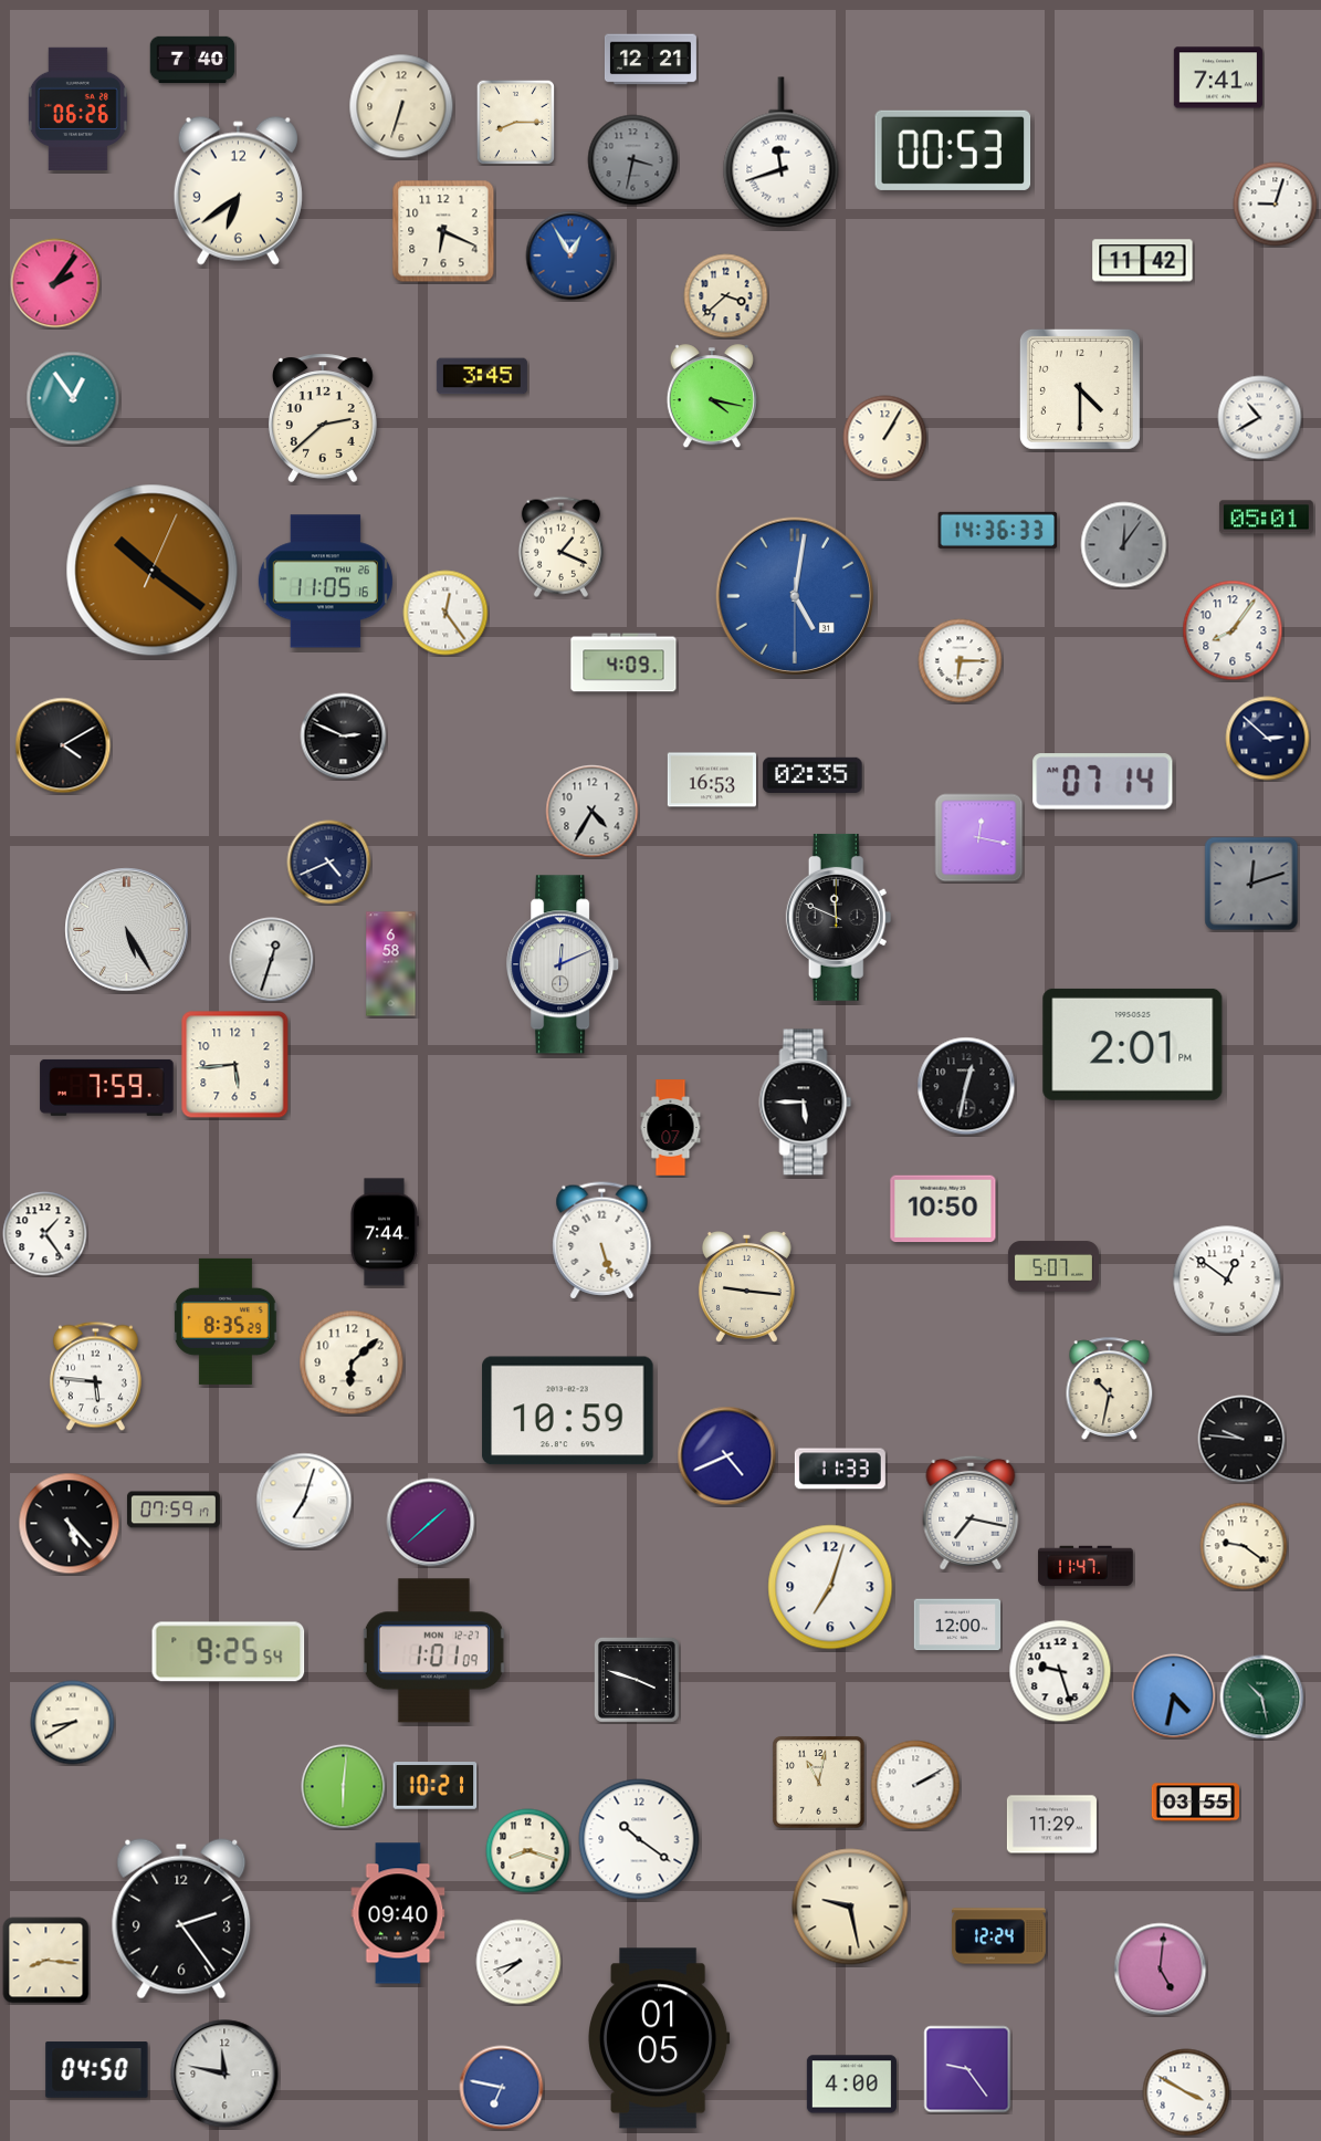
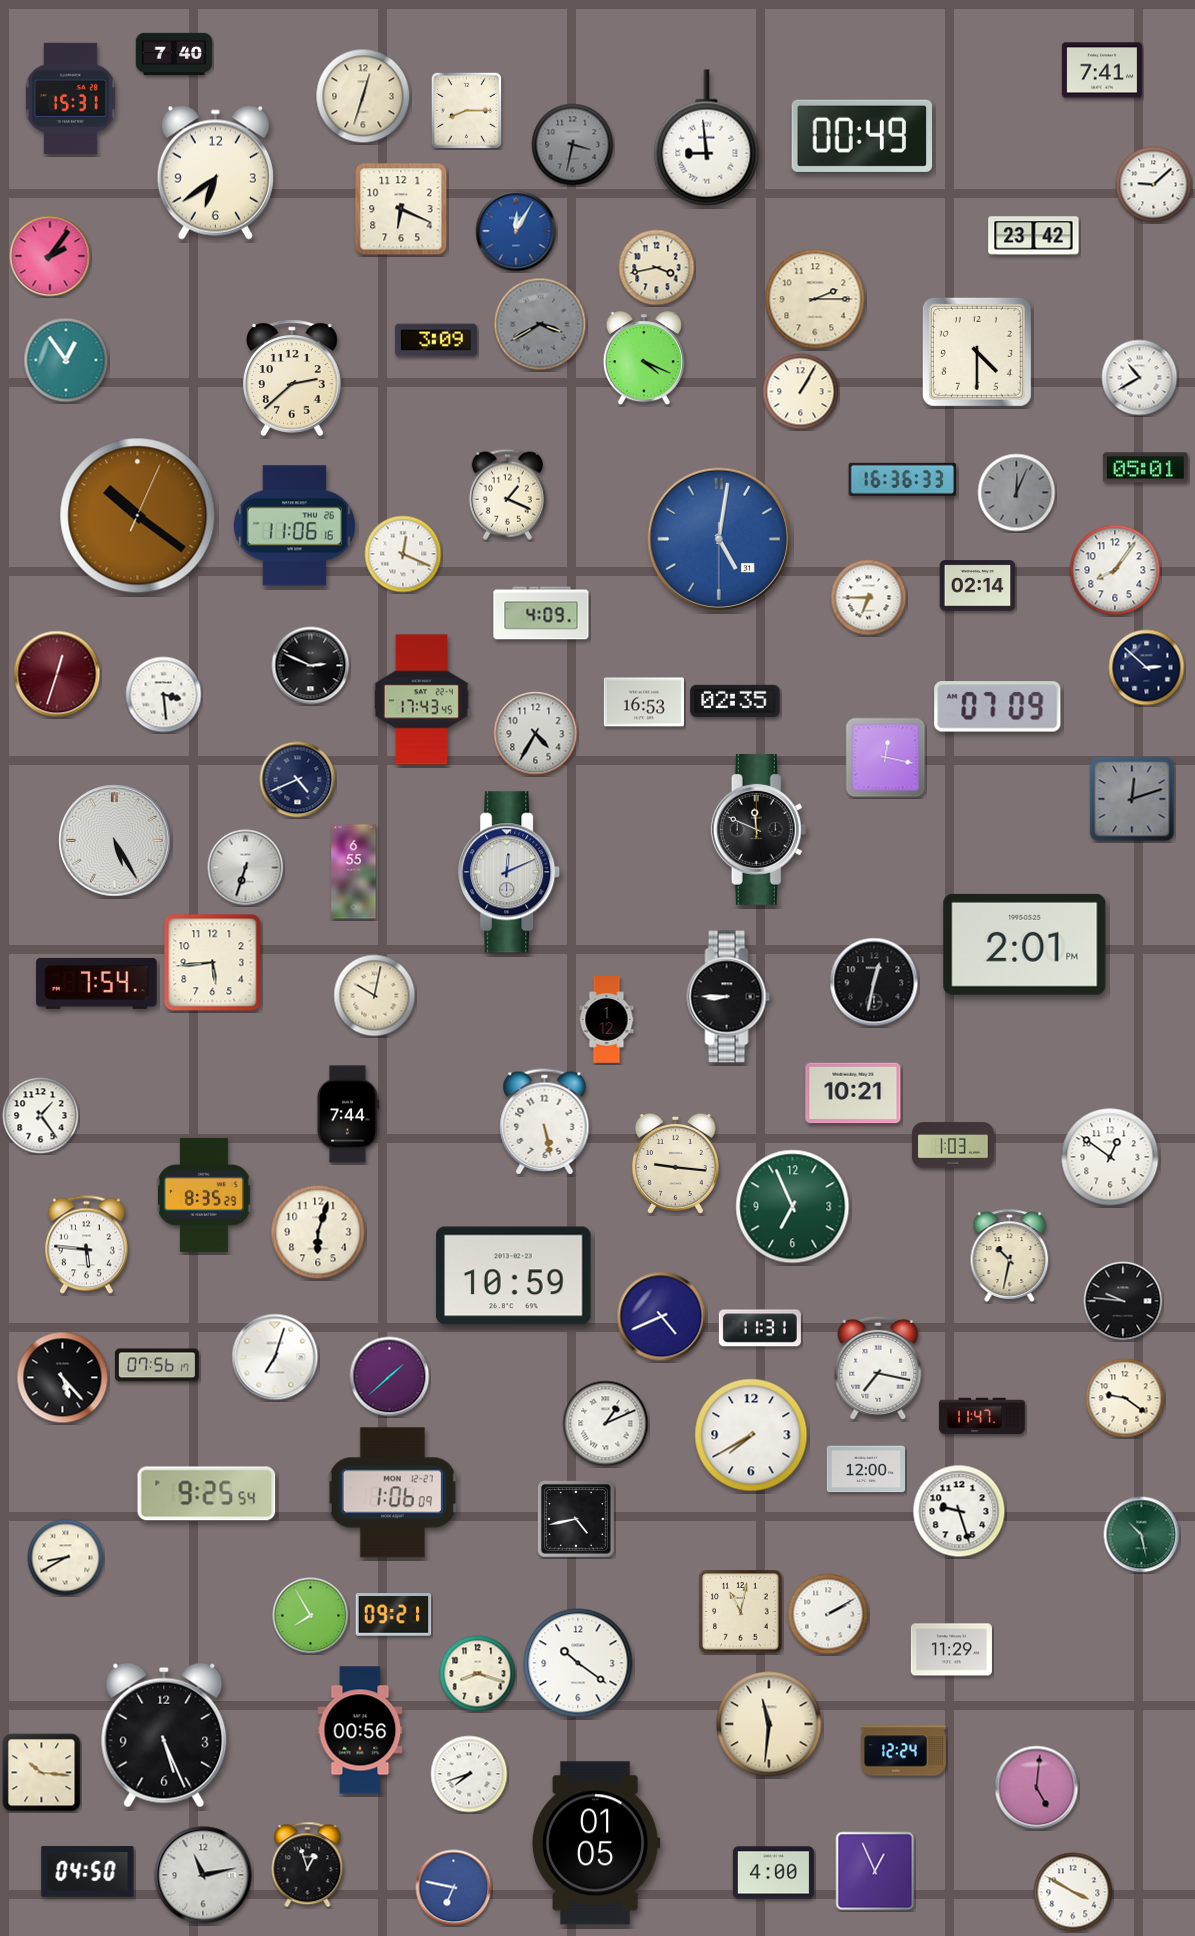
clock at (650, 60): 12:21 -> none
clock at (401, 106): 6:33 -> 12:33
clock at (77, 108): 06:26 -> 15:31
clock at (953, 150): 00:53 -> 00:49
clock at (782, 153): 11:42 -> 8:59
clock at (1276, 205): 9:03 -> 9:08
clock at (570, 255): 12:55 -> 12:05
clock at (1143, 261): 11:42 -> 23:42
clock at (726, 296): 3:38 -> 3:43
clock at (815, 299): none -> 2:15
clock at (540, 324): none -> 3:40
clock at (482, 376): 3:45 -> 3:09
clock at (712, 397): 4:17 -> 4:19
clock at (885, 438) position: (885, 438) -> (801, 392)
clock at (998, 530): 14:36 -> 16:36
clock at (1124, 545): 12:06 -> 12:04
clock at (325, 582): 11:05 -> 11:06
clock at (445, 613): 12:24 -> 12:19
clock at (978, 586): none -> 02:14
clock at (961, 661): 6:15 -> 6:45
clock at (623, 662) position: (623, 662) -> (541, 613)
clock at (63, 745): 4:10 -> 12:33
clock at (63, 745) dial: black -> burgundy
clock at (164, 695): none -> 3:29
clock at (421, 700): none -> 17:43
clock at (712, 780) position: (712, 780) -> (644, 702)
clock at (1103, 782): 07:14 -> 07:09
clock at (272, 960): 12:33 -> 6:33
clock at (391, 964): 6:58 -> 6:55
clock at (107, 1087): 7:59 -> 7:54
clock at (375, 996): none -> 10:02
clock at (806, 1103): 5:45 -> 8:45
clock at (671, 1128): 1:07 -> 1:12
clock at (943, 1209): 10:50 -> 10:21
clock at (602, 1241): 5:27 -> 5:28
clock at (1053, 1266): 5:07 -> 1:03
clock at (793, 1207): none -> 6:56
clock at (352, 1362): 6:08 -> 6:03
clock at (1110, 1388) position: (1110, 1388) -> (1010, 1255)
clock at (727, 1456) position: (727, 1456) -> (662, 1317)
clock at (840, 1469): 11:33 -> 11:31
clock at (174, 1510): 07:59 -> 07:56
clock at (606, 1424): none -> 1:11
clock at (830, 1587): 7:03 -> 7:40
clock at (433, 1651): 1:01 -> 1:06
clock at (638, 1681): 3:48 -> 4:43
clock at (1174, 1696): 4:32 -> none
clock at (436, 1786): 10:21 -> 09:21
clock at (344, 1787): 6:01 -> 7:55
clock at (1195, 1803): 03:55 -> none
clock at (850, 1907): 9:28 -> 11:31
clock at (398, 1913): 09:40 -> 00:56
clock at (181, 1919): 2:24 -> 5:26
clock at (46, 1961): 8:16 -> 10:16
clock at (1161, 1970) position: (1161, 1970) -> (1037, 1788)
clock at (308, 1865): none -> 12:57
clock at (967, 2069): 9:24 -> 12:56
clock at (224, 2074): 11:47 -> 11:13
clock at (851, 2085) position: (851, 2085) -> (773, 1873)
